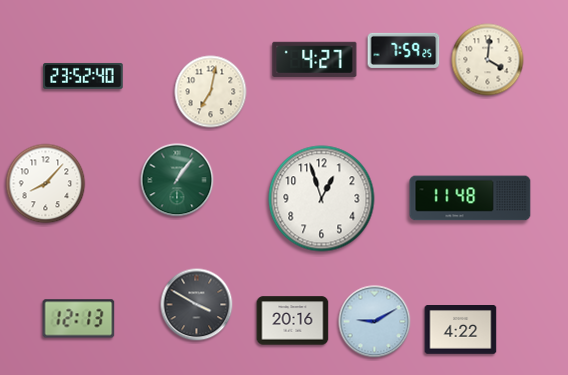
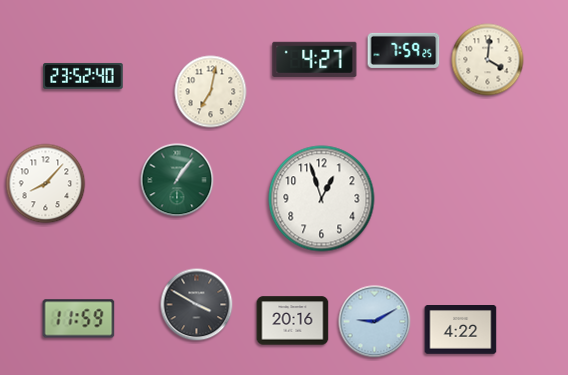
clock at (470, 198): 11:48 -> none
clock at (79, 319): 12:13 -> 11:59
